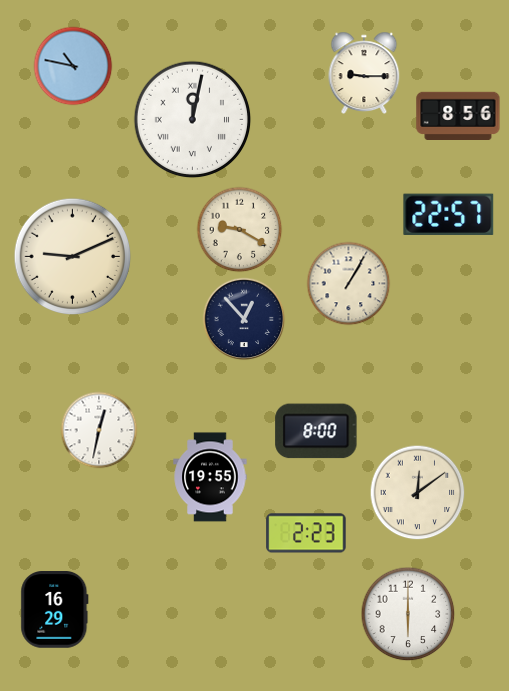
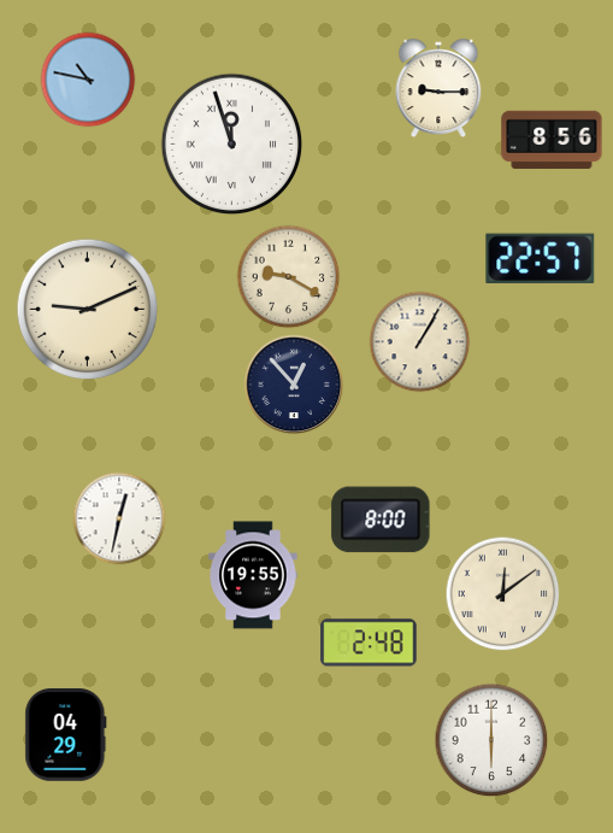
clock at (193, 120): 12:02 -> 11:57
clock at (306, 533): 2:23 -> 2:48
clock at (55, 610): 16:29 -> 04:29
